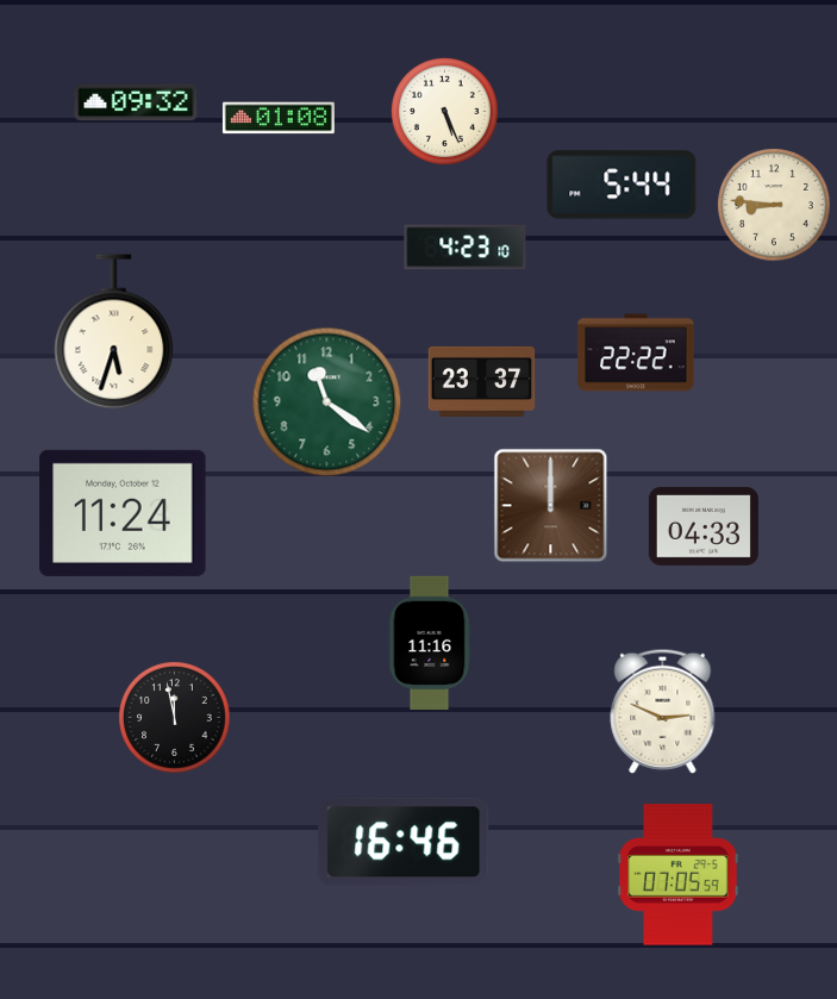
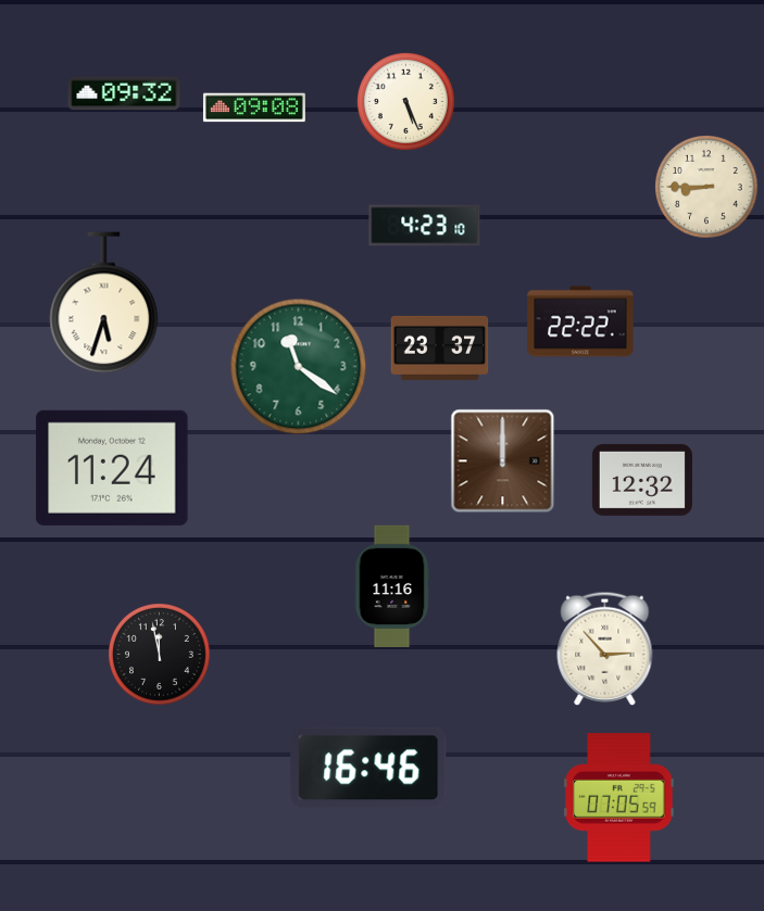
clock at (279, 118): 01:08 -> 09:08
clock at (621, 185): 5:44 -> none
clock at (774, 205): 8:46 -> 8:45
clock at (704, 526): 04:33 -> 12:32
clock at (663, 711): 2:49 -> 2:53
